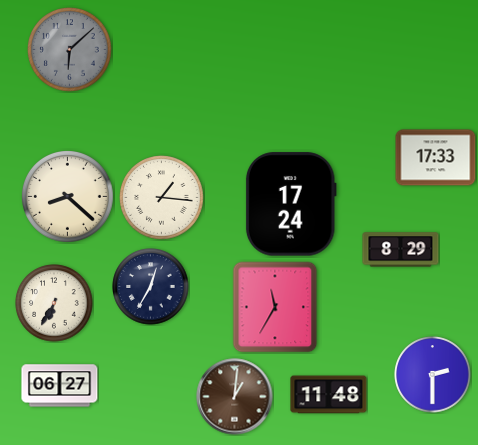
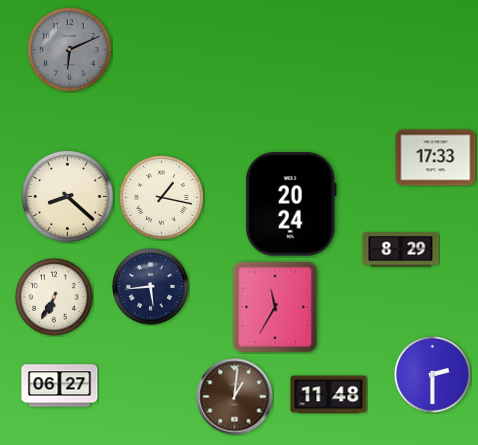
clock at (70, 50): 6:08 -> 6:11
clock at (162, 198): 1:16 -> 1:17
clock at (291, 204): 17:24 -> 20:24
clock at (151, 287): 12:35 -> 5:44
clock at (54, 303) position: (54, 303) -> (54, 297)
